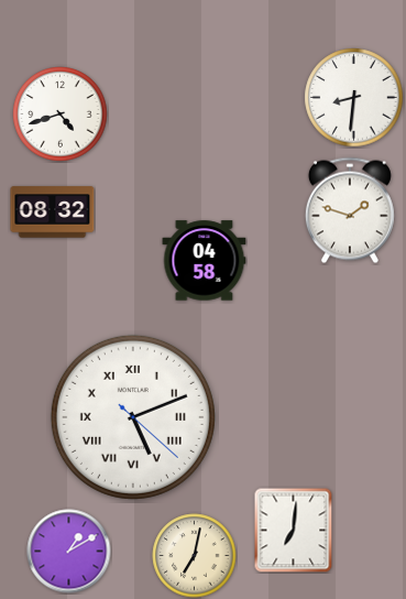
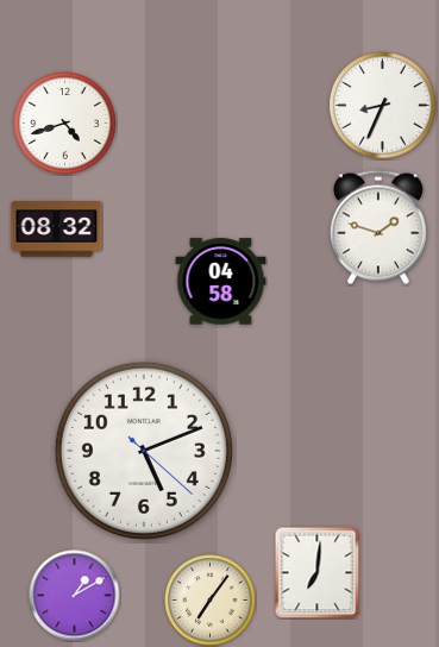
clock at (354, 98): 8:31 -> 8:34
clock at (133, 417) numerals: Roman -> Arabic
clock at (195, 556): 7:02 -> 7:06
